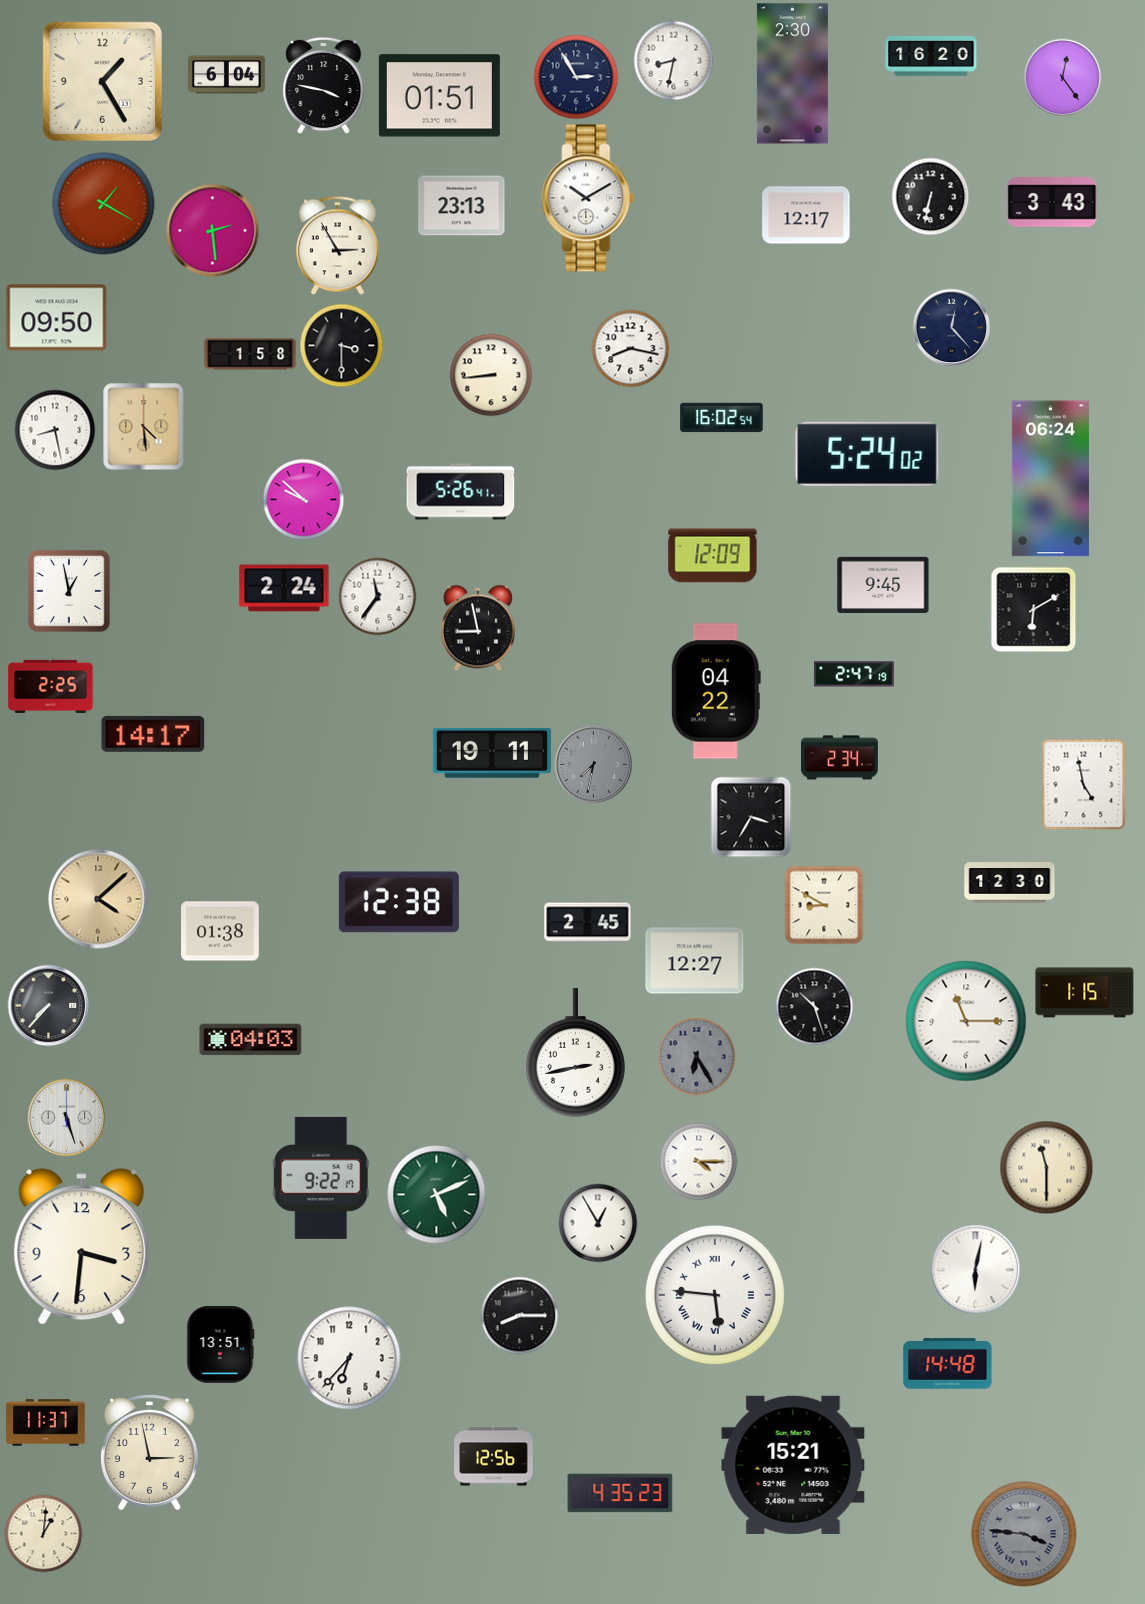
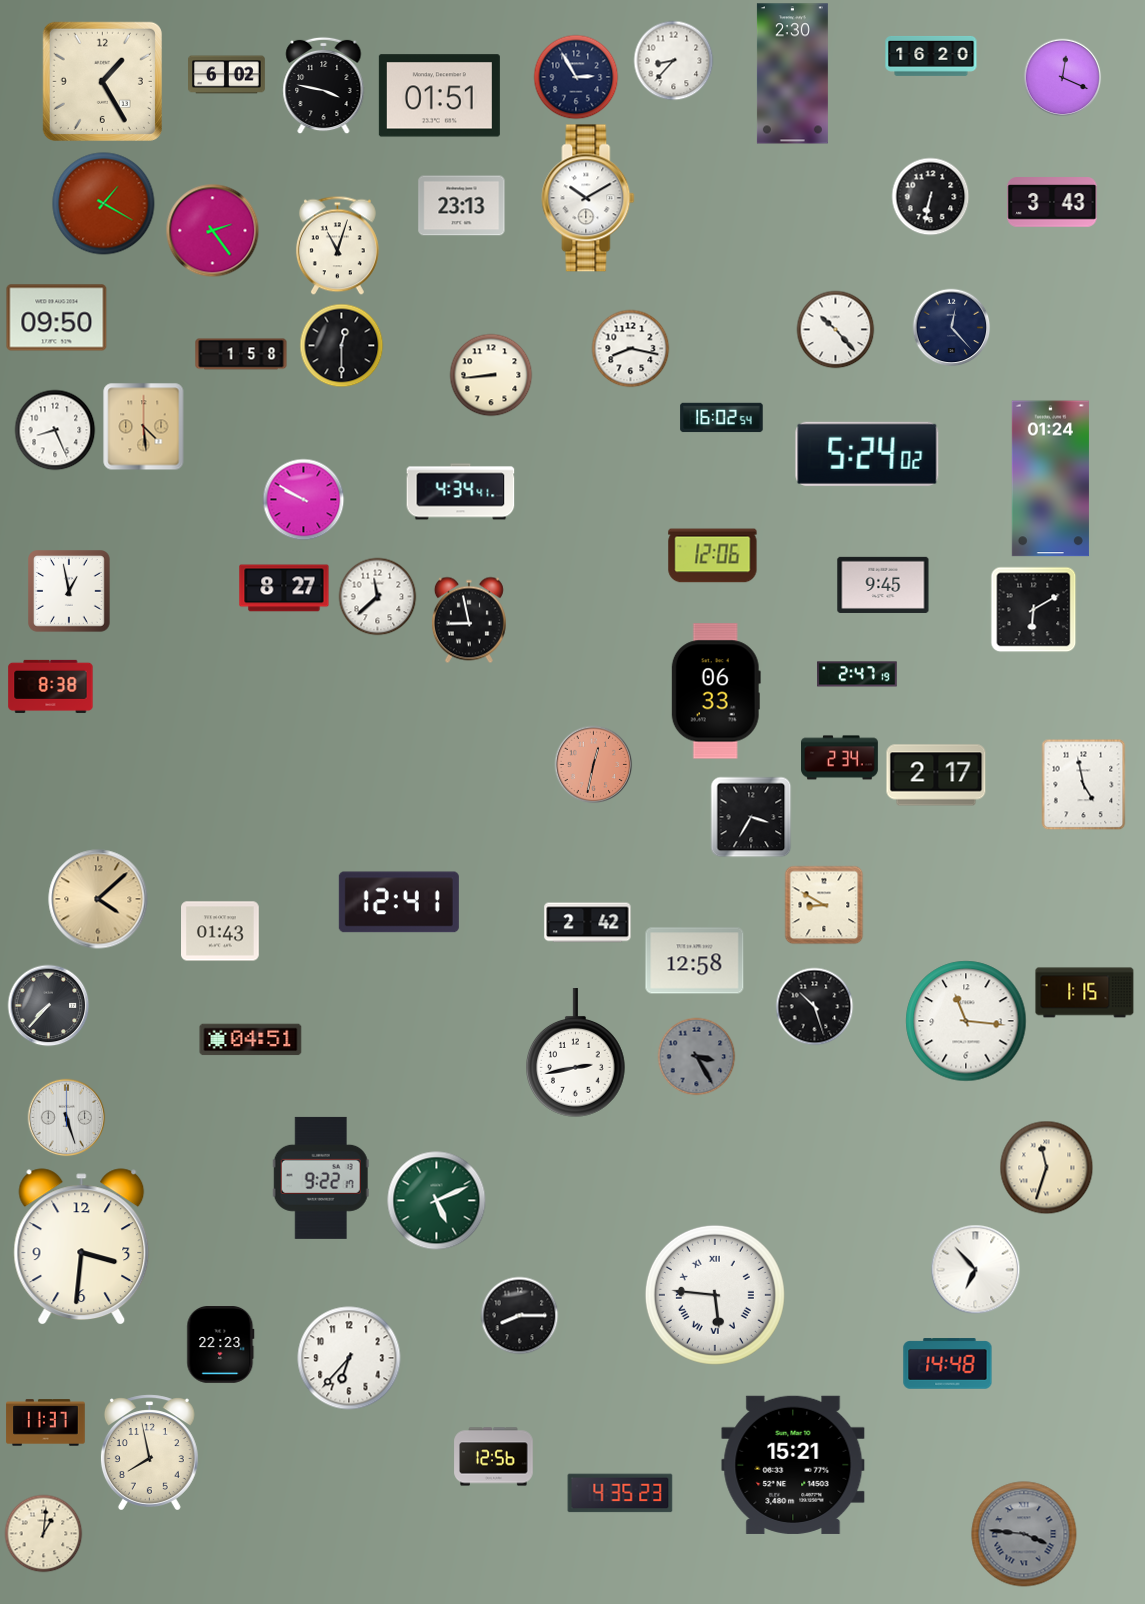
clock at (673, 60): 8:32 -> 8:37
clock at (227, 75): 6:04 -> 6:02
clock at (1062, 77): 12:24 -> 12:19
clock at (806, 215): 12:17 -> none
clock at (212, 230): 2:29 -> 2:24
clock at (337, 245): 2:55 -> 11:03
clock at (835, 329): none -> 10:23
clock at (341, 345): 3:30 -> 12:30
clock at (250, 354) position: (250, 354) -> (241, 354)
clock at (55, 430): 8:28 -> 8:26
clock at (1050, 479): 06:24 -> 01:24
clock at (461, 492): 5:26 -> 4:34
clock at (303, 499): 9:52 -> 9:50
clock at (713, 556): 12:09 -> 12:06
clock at (284, 588): 2:24 -> 8:27
clock at (377, 596): 11:36 -> 11:38
clock at (478, 628) position: (478, 628) -> (469, 620)
clock at (854, 674) position: (854, 674) -> (857, 674)
clock at (51, 686): 2:25 -> 8:38
clock at (716, 691): 04:22 -> 06:33
clock at (153, 734): 14:17 -> none
clock at (492, 753): 19:11 -> none
clock at (593, 764): 7:32 -> 12:32
clock at (593, 764) dial: grey -> salmon
clock at (936, 775): none -> 2:17
clock at (1010, 883): 12:30 -> none
clock at (399, 902): 12:38 -> 12:41
clock at (588, 923): 2:45 -> 2:42
clock at (220, 931): 01:38 -> 01:43
clock at (695, 961): 12:27 -> 12:58
clock at (966, 1021): 11:15 -> 11:16
clock at (251, 1040): 04:03 -> 04:51
clock at (696, 1056): 6:25 -> 3:25
clock at (698, 1161): 4:15 -> none
clock at (1046, 1167): 11:30 -> 11:33
clock at (437, 1195) position: (437, 1195) -> (437, 1201)
clock at (598, 1223): 12:55 -> none
clock at (975, 1269): 6:02 -> 6:53
clock at (221, 1345): 13:51 -> 22:23
clock at (149, 1453): 2:58 -> 7:58
